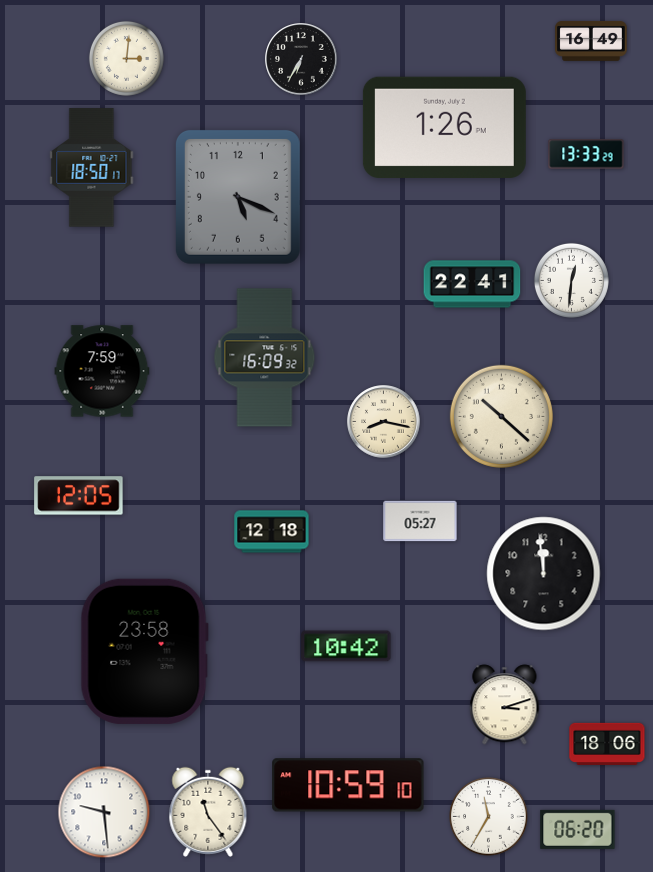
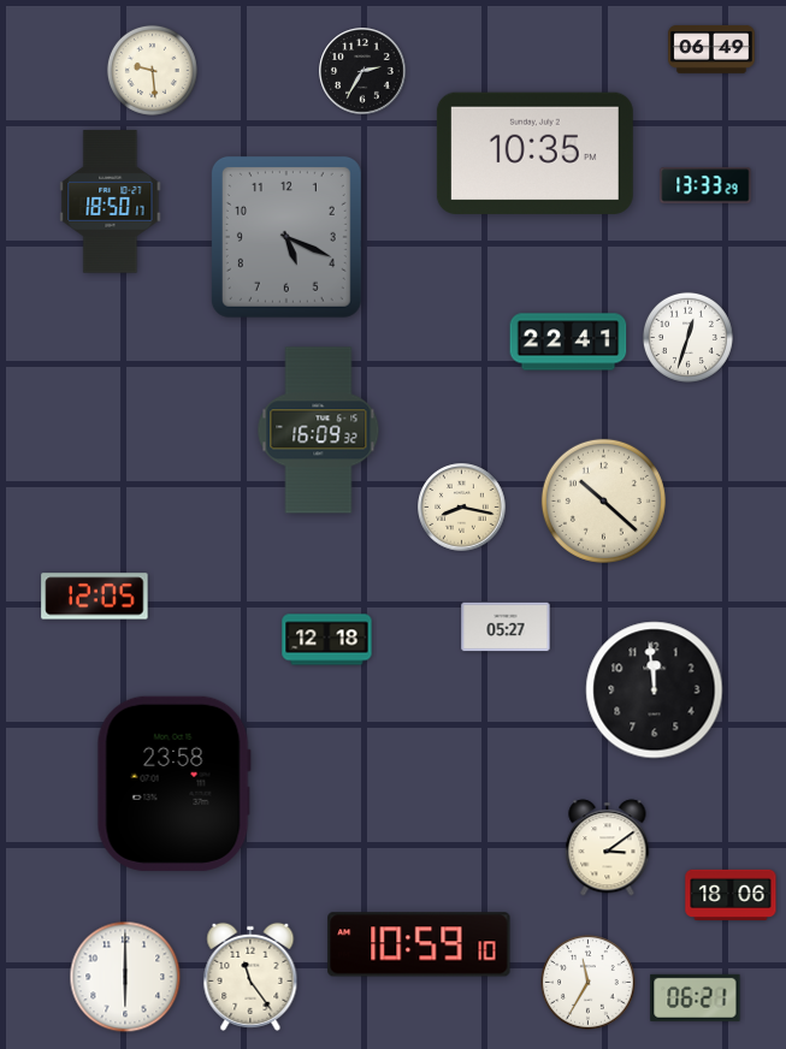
clock at (591, 41): 16:49 -> 06:49
clock at (126, 58): 3:01 -> 9:29
clock at (301, 59): 6:35 -> 2:35
clock at (444, 127): 1:26 -> 10:35
clock at (571, 280): 12:31 -> 12:33
clock at (102, 371): 7:59 -> none
clock at (346, 646): 10:42 -> none
clock at (505, 705): 3:12 -> 3:09
clock at (104, 812): 9:29 -> 6:00
clock at (578, 829): 06:20 -> 06:21
